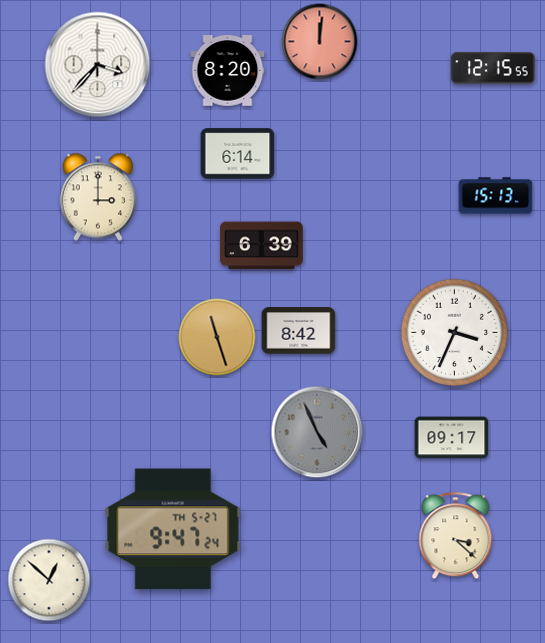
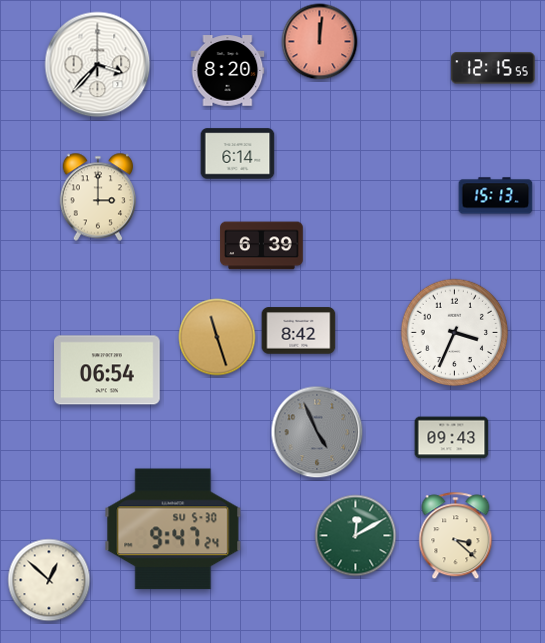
clock at (108, 370): none -> 06:54
clock at (452, 438): 09:17 -> 09:43
clock at (173, 529) date: TH 5-27 -> SU 5-30
clock at (356, 536): none -> 12:10
